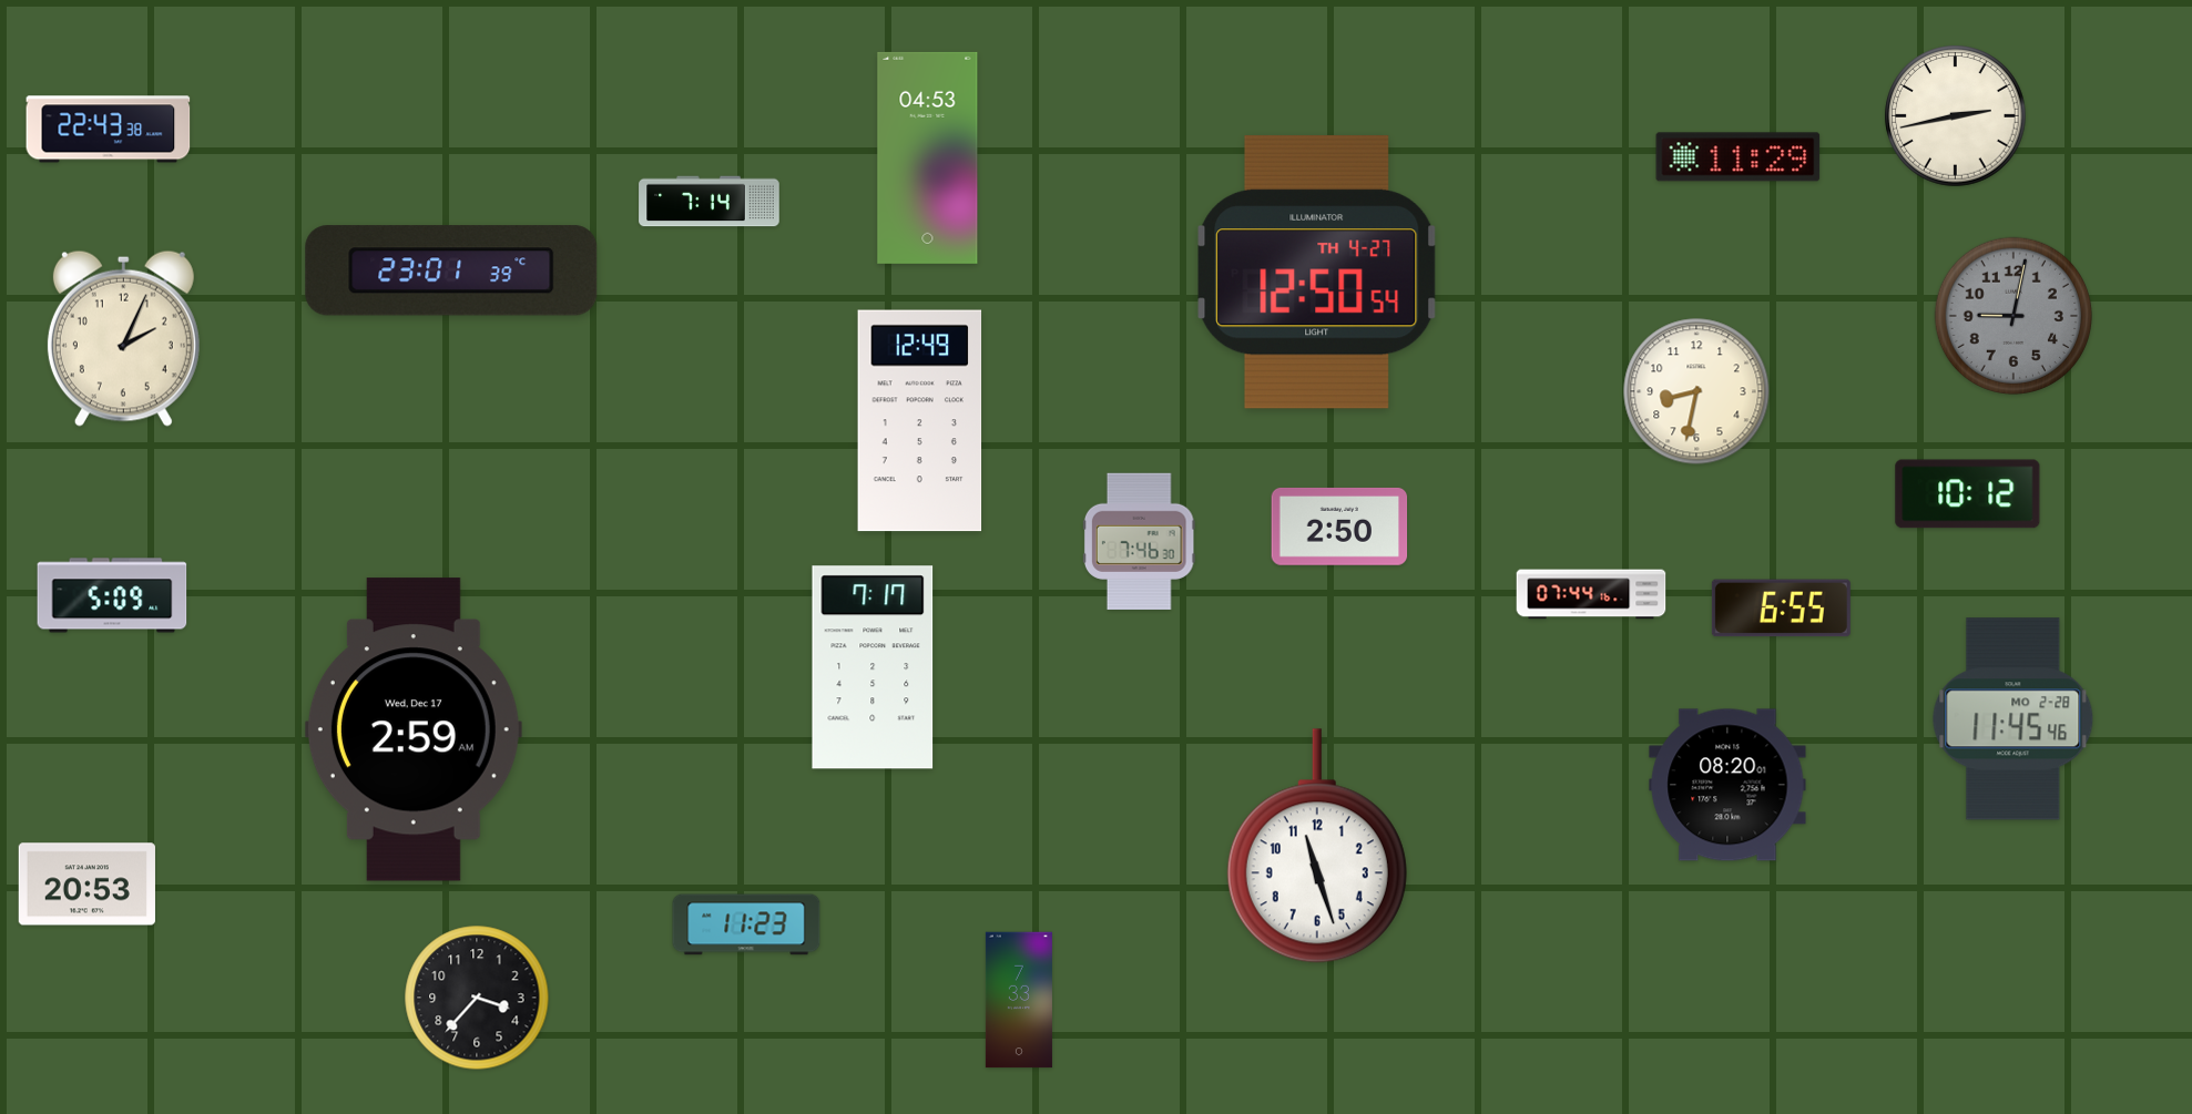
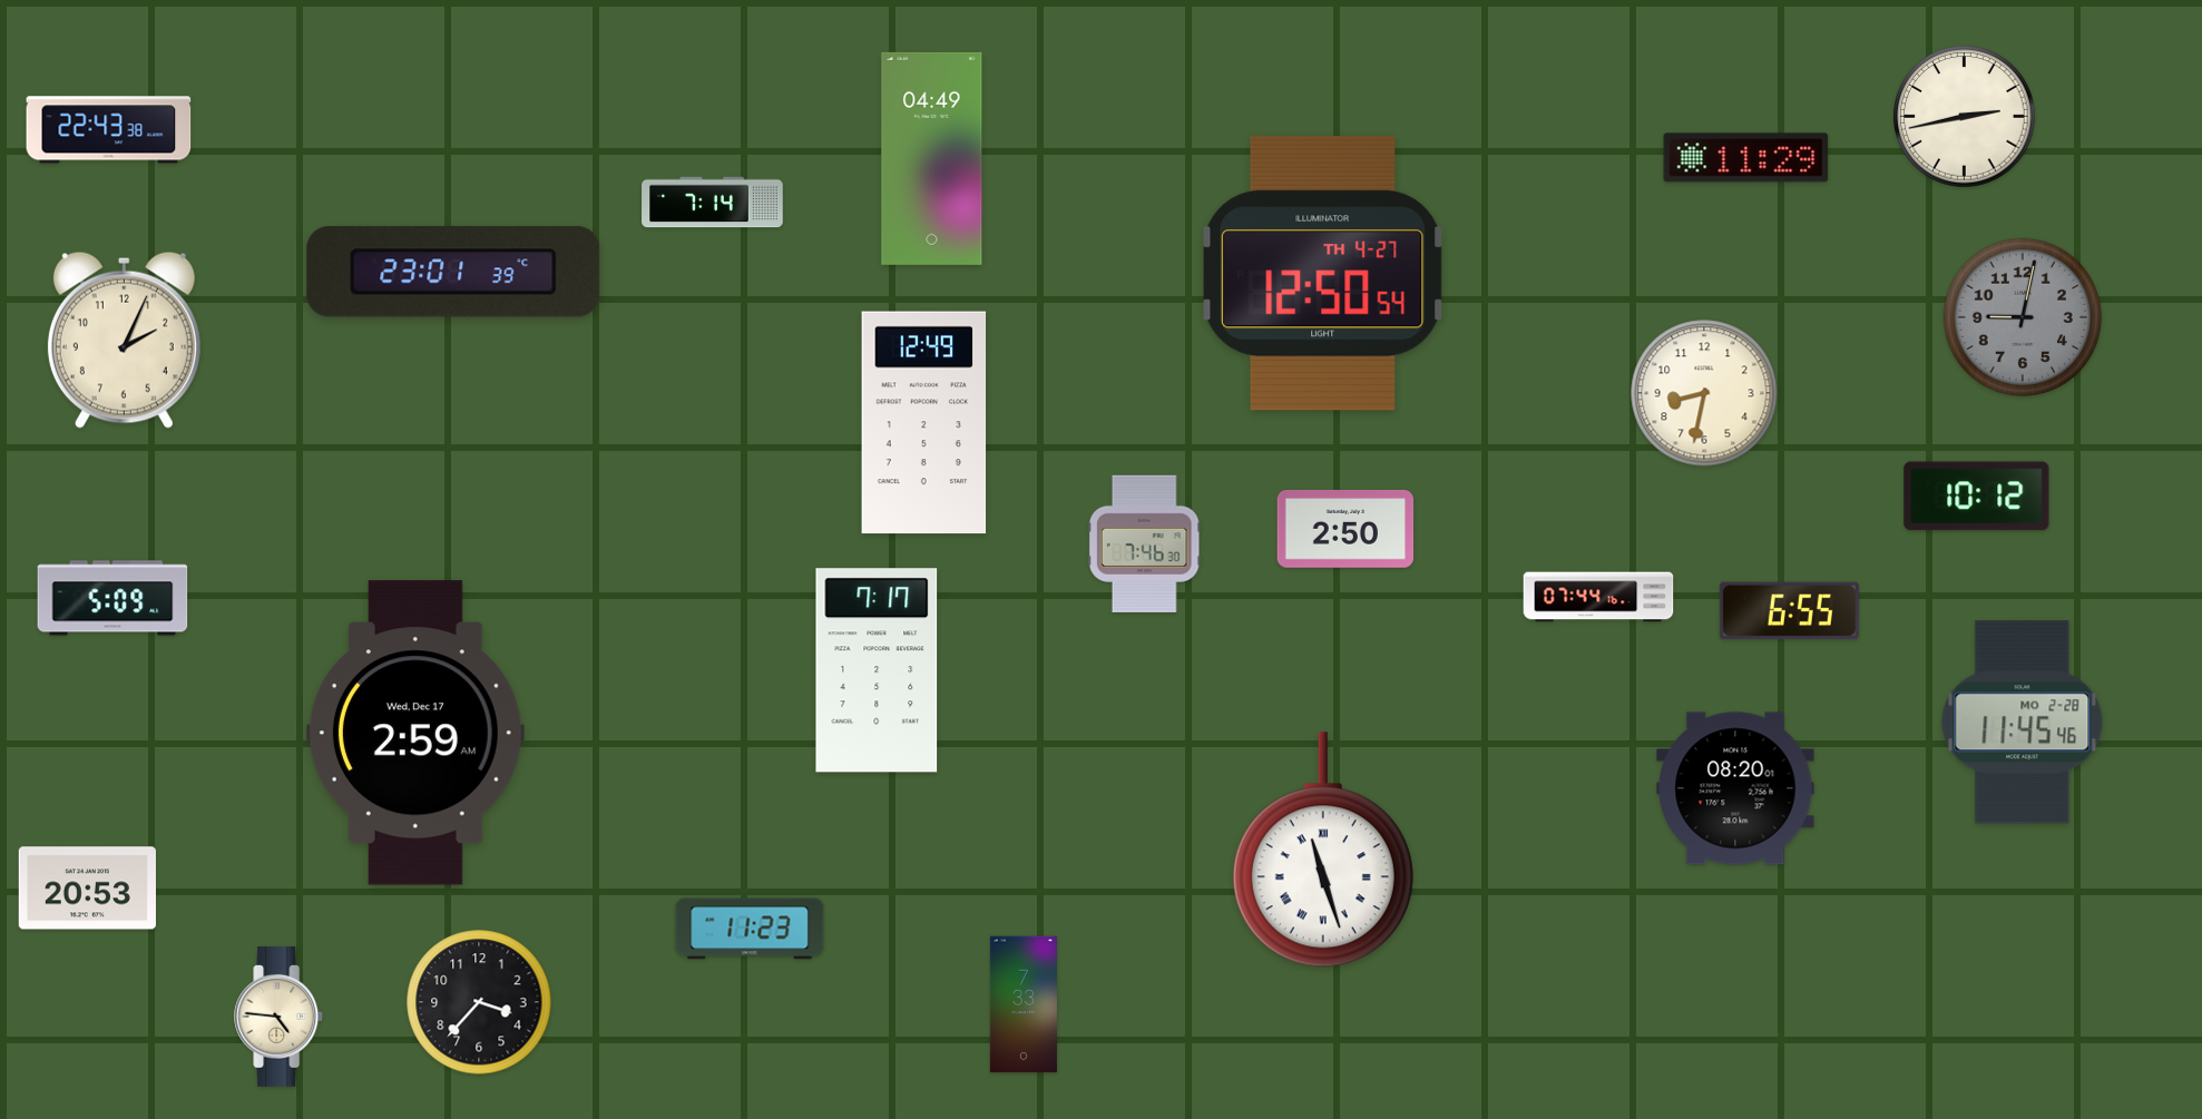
clock at (928, 157): 04:53 -> 04:49
clock at (1317, 846) numerals: Arabic -> Roman
clock at (280, 1017): none -> 4:46
